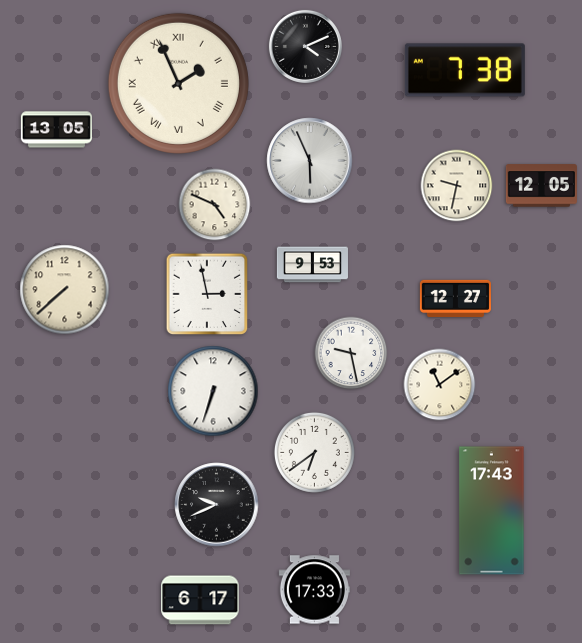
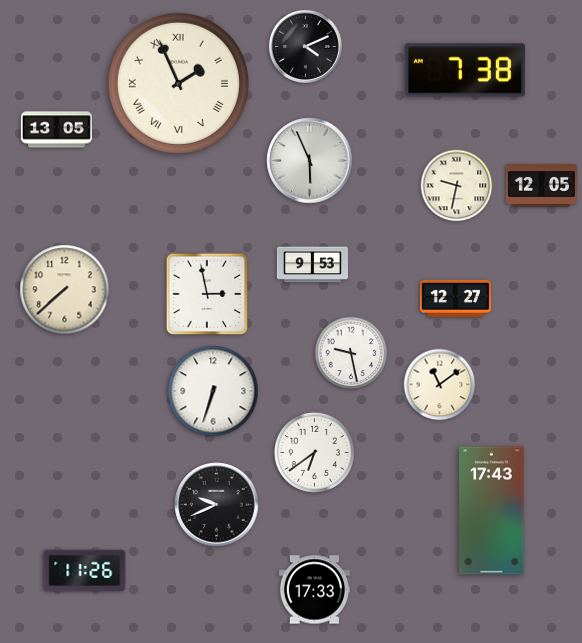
clock at (215, 205): 4:49 -> none
clock at (85, 571): none -> 11:26
clock at (200, 600): 6:17 -> none
